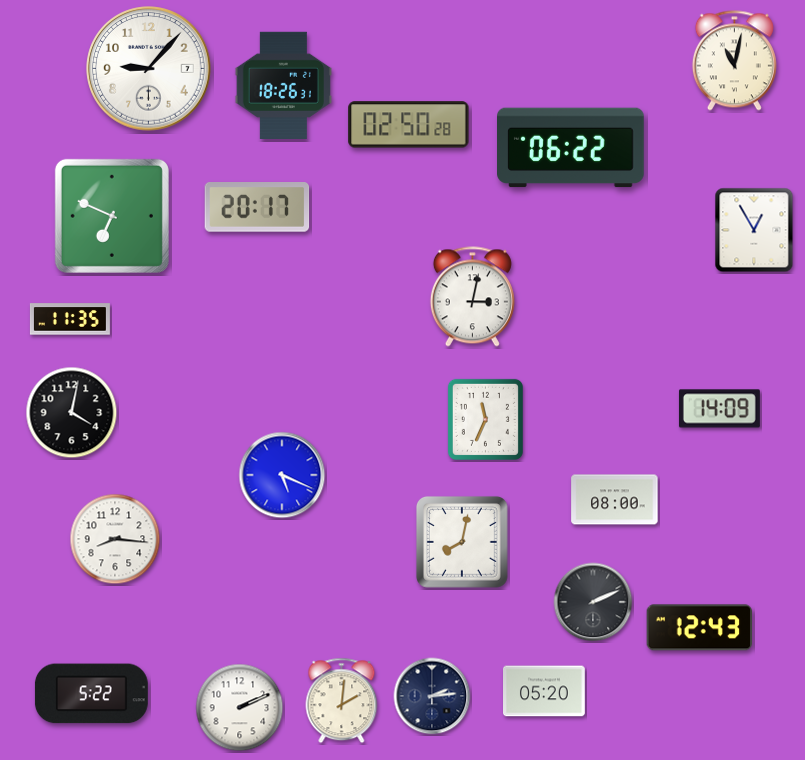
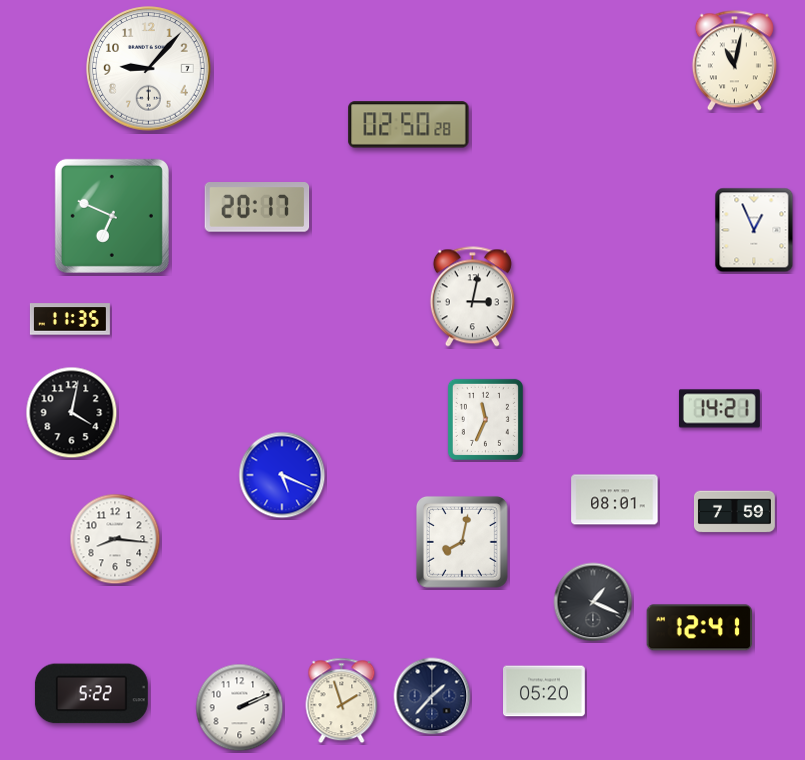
clock at (283, 85): 18:26 -> none
clock at (571, 148): 06:22 -> none
clock at (754, 230): 12:55 -> 12:56
clock at (719, 409): 14:09 -> 14:21
clock at (615, 500): 08:00 -> 08:01
clock at (734, 512): none -> 7:59
clock at (593, 602): 2:11 -> 1:19
clock at (699, 628): 12:43 -> 12:41
clock at (432, 696): 2:14 -> 1:37
clock at (342, 701): 2:01 -> 1:57
